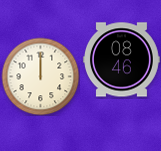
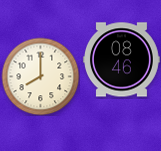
clock at (40, 76): 12:00 -> 8:00
